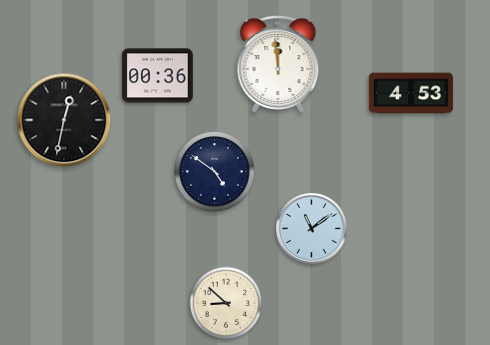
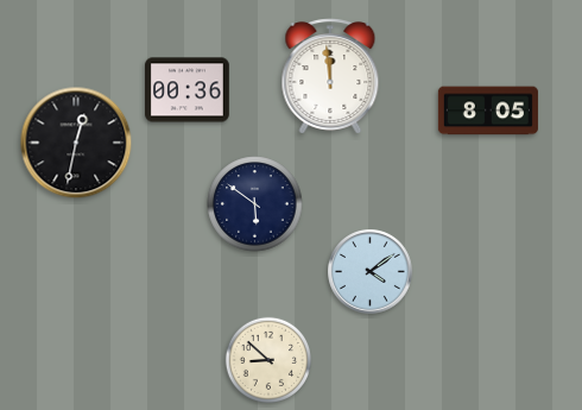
clock at (411, 93): 4:53 -> 8:05
clock at (215, 172): 4:51 -> 5:51
clock at (312, 229): 11:09 -> 4:09
